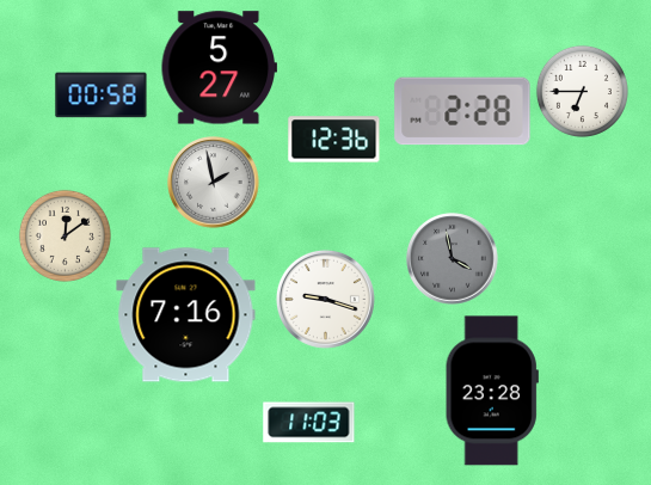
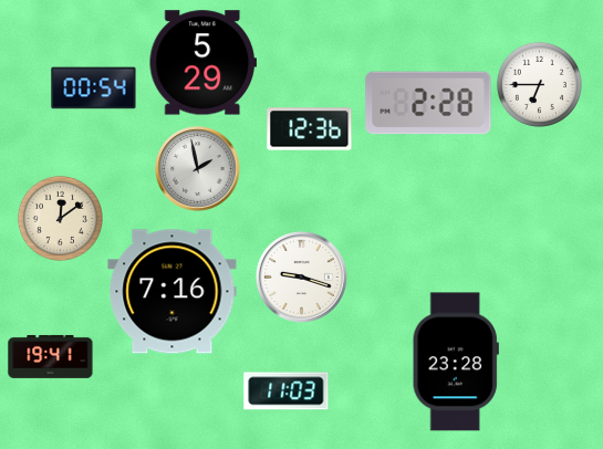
clock at (219, 68): 5:27 -> 5:29
clock at (102, 96): 00:58 -> 00:54
clock at (453, 259): 3:58 -> none
clock at (51, 356): none -> 19:41
